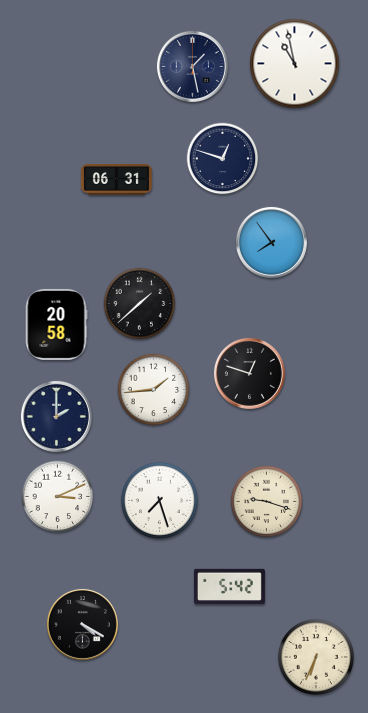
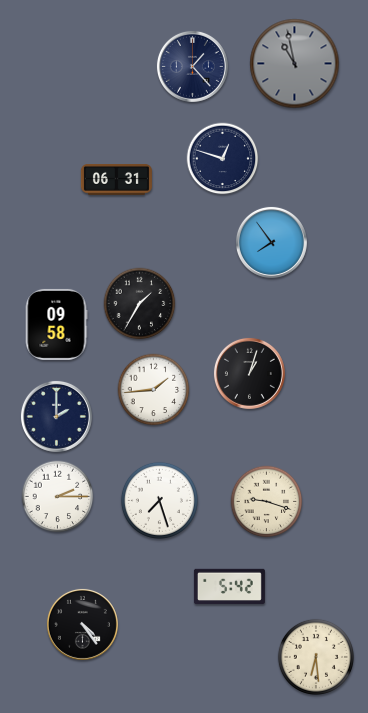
clock at (295, 64) dial: white -> grey
clock at (192, 66): 1:28 -> 1:23
clock at (140, 304): 1:38 -> 1:35
clock at (56, 324): 20:58 -> 09:58
clock at (249, 373): 12:48 -> 1:03
clock at (58, 497): 3:11 -> 2:15
clock at (82, 624): 4:20 -> 4:24
clock at (316, 657): 6:34 -> 6:29
